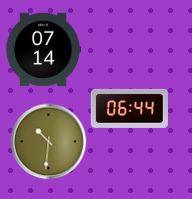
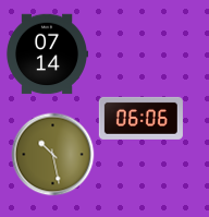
clock at (129, 108): 06:44 -> 06:06
clock at (49, 142): 10:31 -> 10:28
